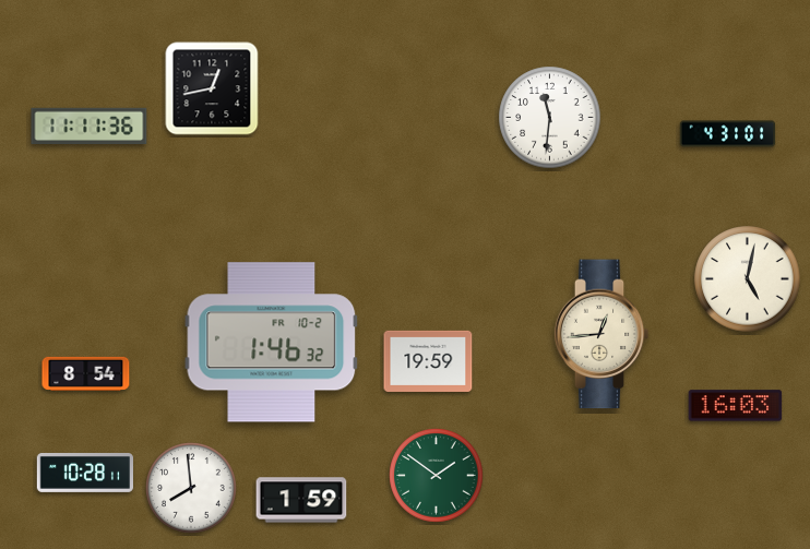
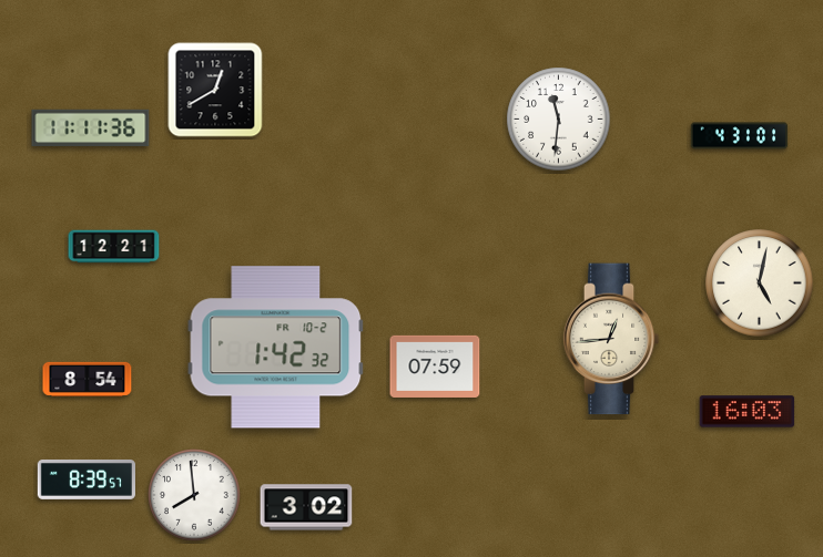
clock at (212, 88): 12:43 -> 12:40
clock at (114, 247): none -> 12:21
clock at (272, 343): 1:46 -> 1:42
clock at (428, 361): 19:59 -> 07:59
clock at (84, 473): 10:28 -> 8:39
clock at (437, 476): 1:51 -> none
clock at (301, 500): 1:59 -> 3:02
